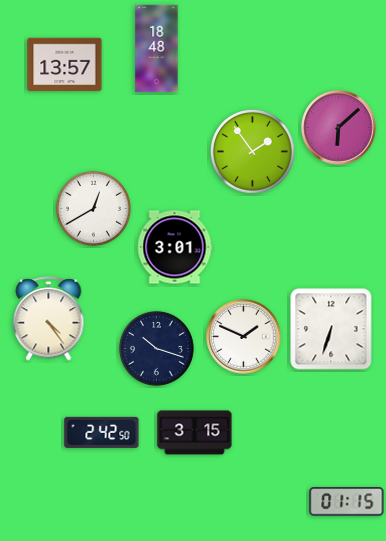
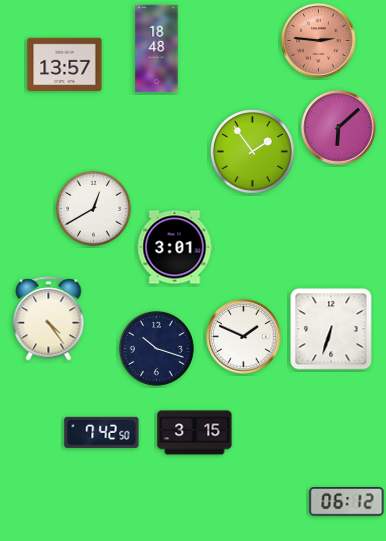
clock at (319, 41): none -> 2:46
clock at (102, 432): 2:42 -> 7:42
clock at (347, 502): 01:15 -> 06:12
